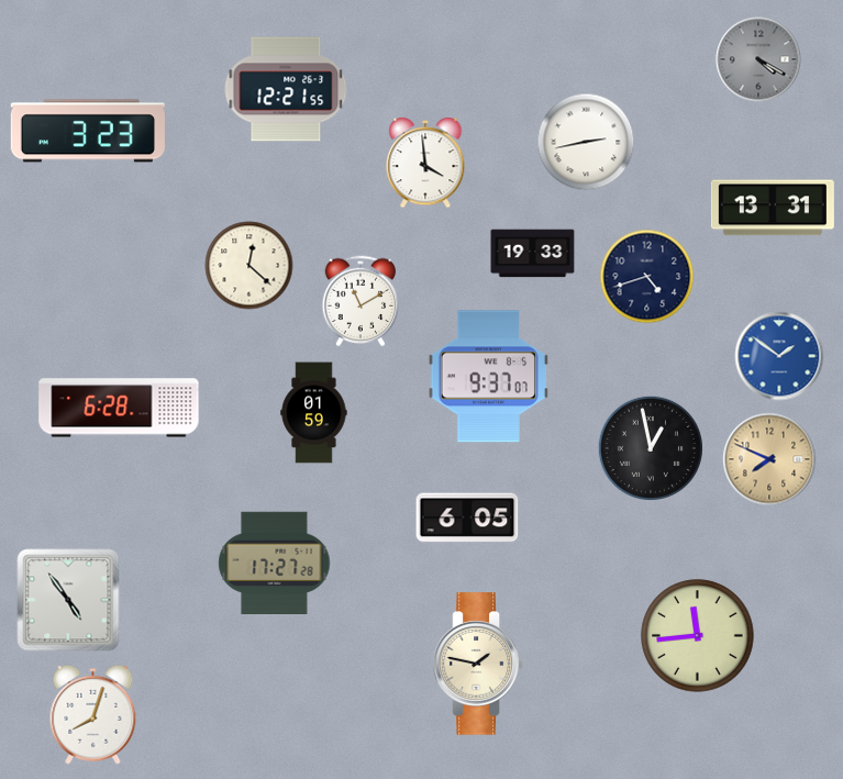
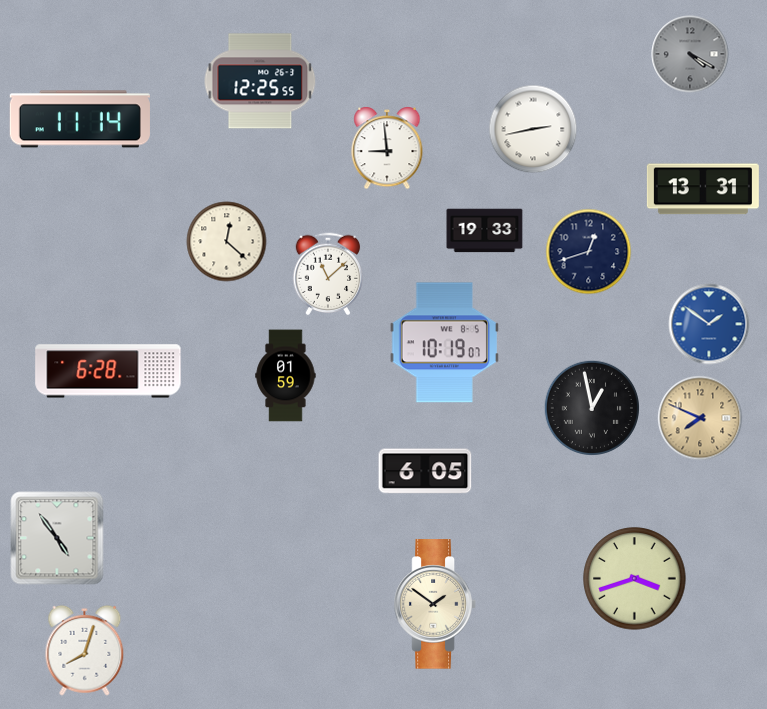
clock at (286, 89): 12:21 -> 12:25
clock at (88, 131): 3:23 -> 11:14
clock at (425, 164): 3:59 -> 8:59
clock at (647, 277): 4:42 -> 12:42
clock at (361, 301): 11:10 -> 11:08
clock at (488, 377): 9:37 -> 10:19
clock at (275, 564): 17:27 -> none
clock at (68, 600) position: (68, 600) -> (57, 538)
clock at (698, 636): 11:44 -> 3:42
clock at (478, 664): 1:47 -> 1:51
